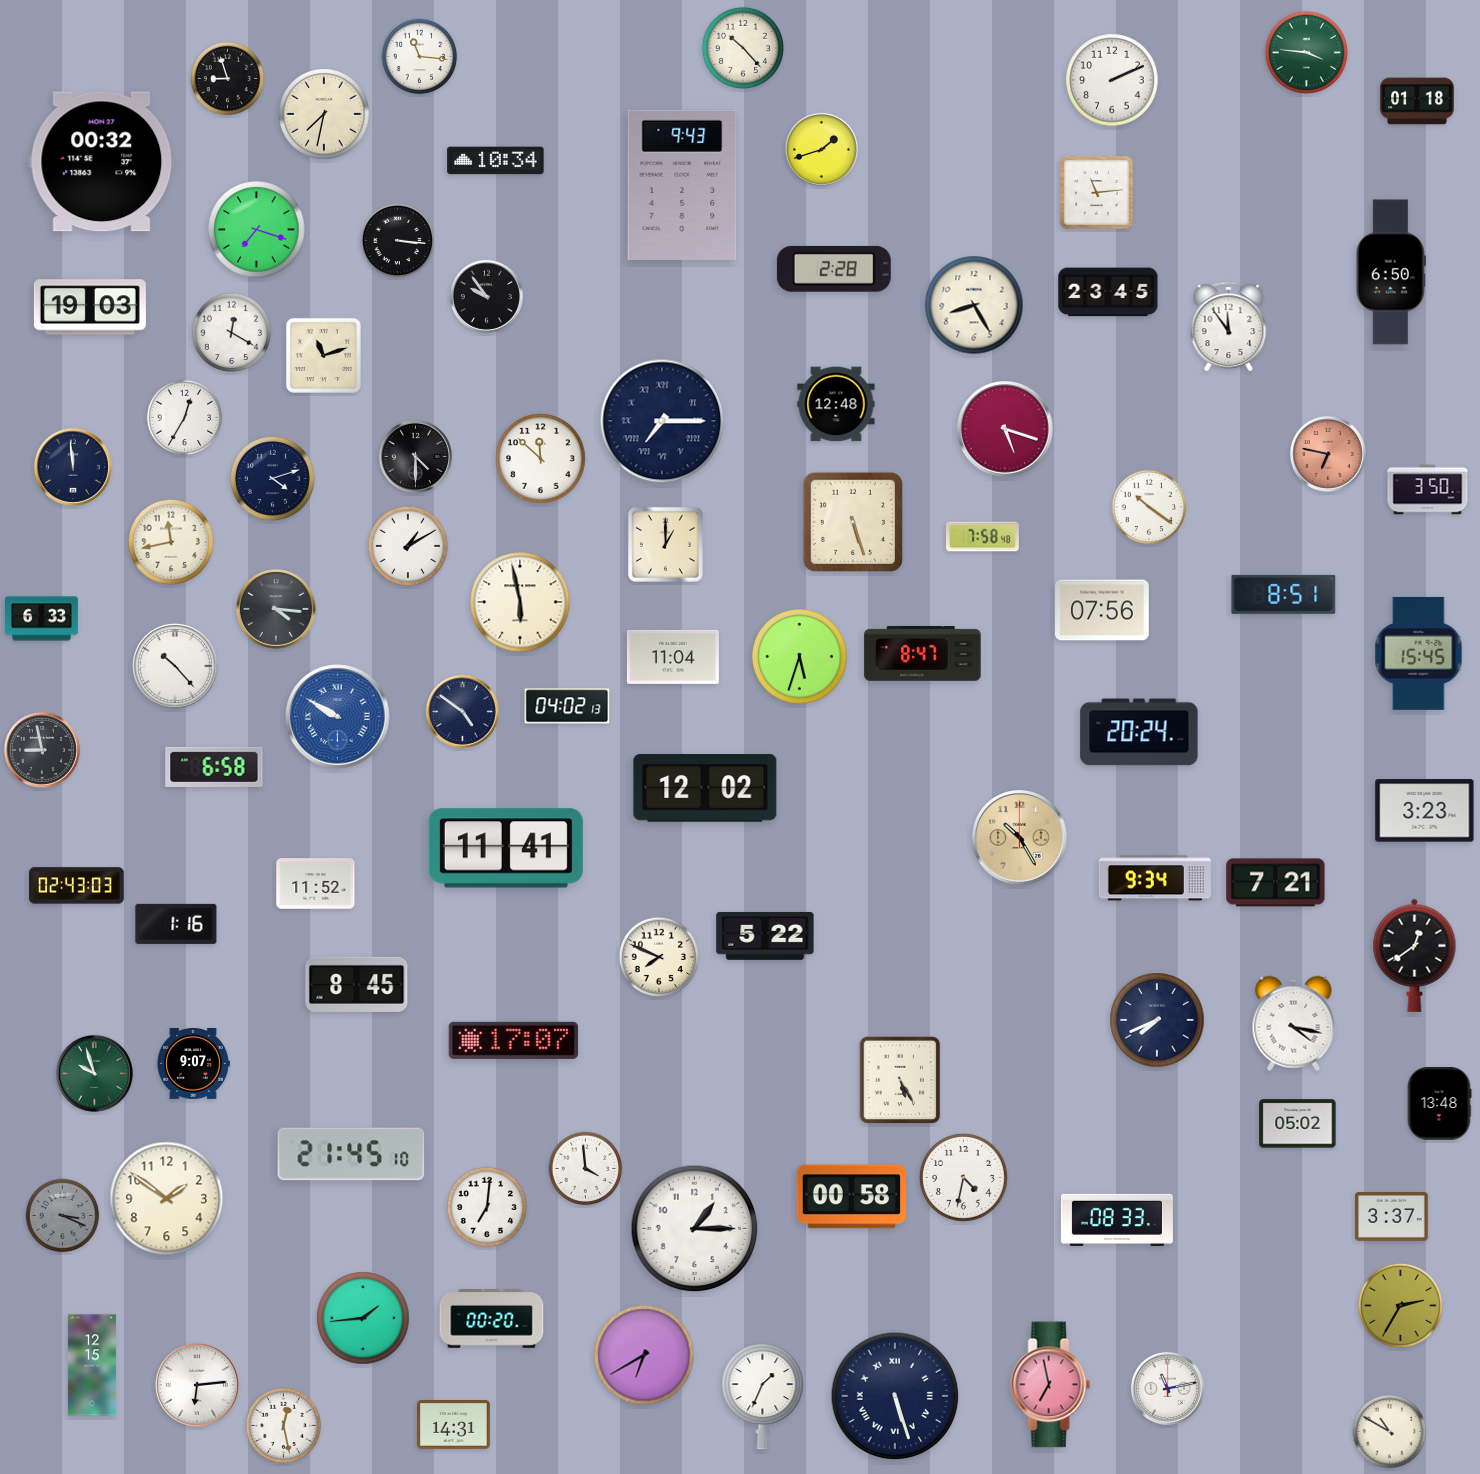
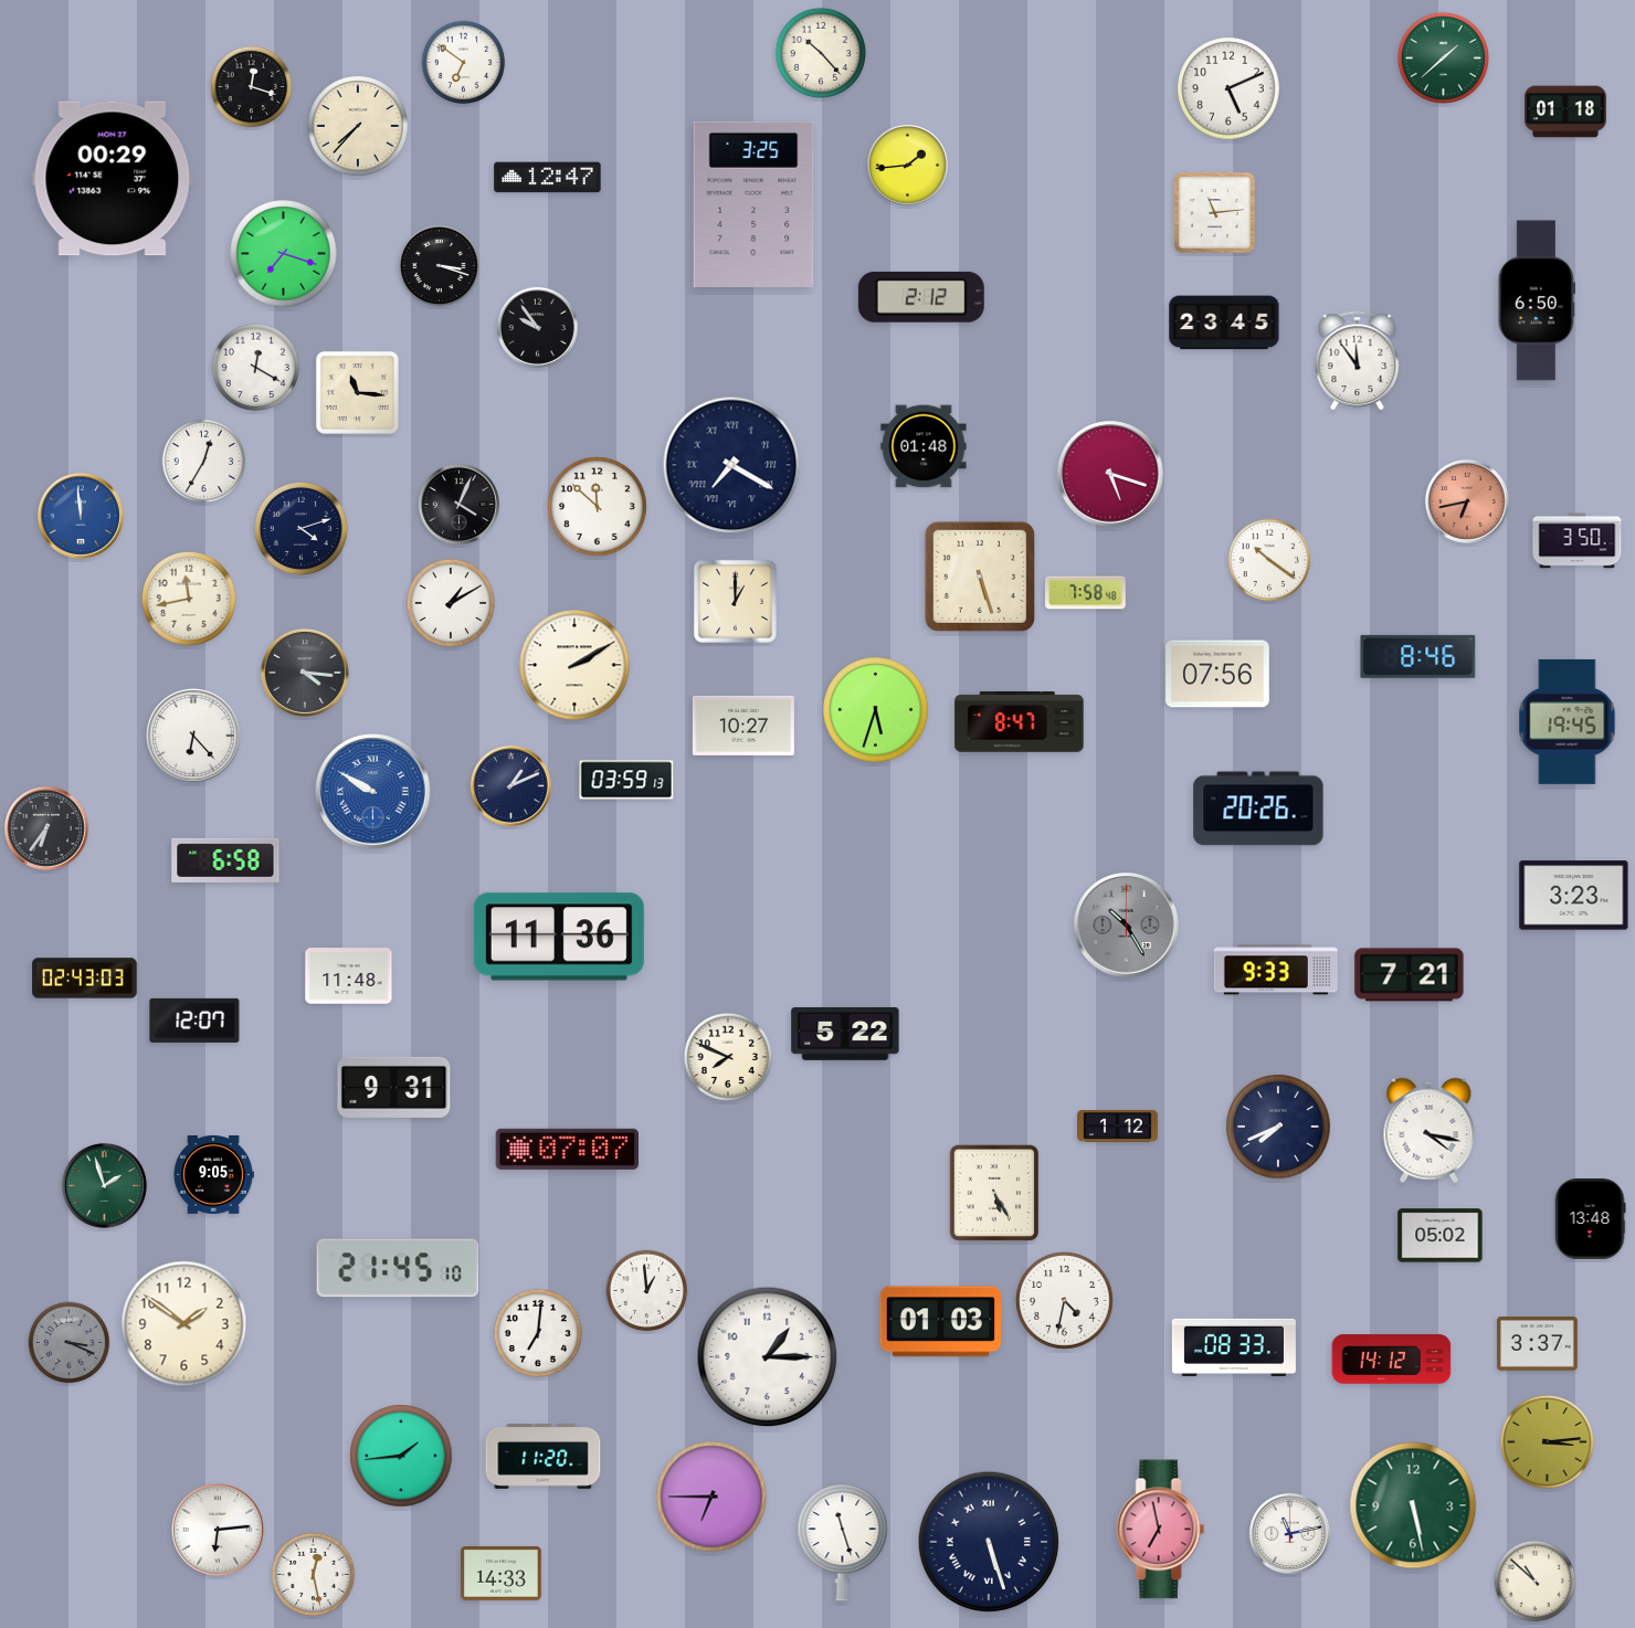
clock at (1306, 52): 3:46 -> 1:38
clock at (420, 57): 11:16 -> 6:51
clock at (228, 79): 8:57 -> 12:18
clock at (1112, 80): 2:11 -> 5:11
clock at (324, 114): 7:32 -> 7:37
clock at (821, 149): 1:42 -> 1:44
clock at (496, 161): 10:34 -> 12:47
clock at (102, 162): 00:32 -> 00:29
clock at (682, 185): 9:43 -> 3:25
clock at (1097, 193) position: (1097, 193) -> (1215, 213)
clock at (398, 241): 3:16 -> 3:18
clock at (834, 269): 2:28 -> 2:12
clock at (974, 305): 8:25 -> none
clock at (90, 307): 19:03 -> none
clock at (323, 355): 11:12 -> 11:16
clock at (836, 404): 12:48 -> 01:48
clock at (662, 421): 7:15 -> 7:20
clock at (1328, 454): 6:47 -> 6:43
clock at (415, 456): 4:30 -> 4:04
clock at (73, 467) dial: navy -> blue
clock at (853, 522) position: (853, 522) -> (980, 577)
clock at (1284, 594): 8:51 -> 8:46
clock at (520, 602): 5:58 -> 2:10
clock at (42, 619): 6:33 -> none
clock at (1419, 653): 15:45 -> 19:45
clock at (673, 657): 11:04 -> 10:27
clock at (800, 657) position: (800, 657) -> (876, 710)
clock at (175, 666): 10:23 -> 6:23
clock at (567, 706): 04:02 -> 03:59
clock at (462, 711): 4:51 -> 1:11
clock at (1139, 732): 20:24 -> 20:26
clock at (42, 750): 8:58 -> 6:36
clock at (214, 767) position: (214, 767) -> (225, 860)
clock at (705, 788): 12:02 -> none
clock at (1020, 838) dial: champagne -> grey
clock at (506, 848): 11:41 -> 11:36
clock at (1155, 878): 9:34 -> 9:33
clock at (316, 884): 11:52 -> 11:48
clock at (176, 924): 1:16 -> 12:07
clock at (1415, 955): 12:39 -> none
clock at (357, 984): 8:45 -> 9:31
clock at (1118, 1127): none -> 1:12
clock at (513, 1040): 17:07 -> 07:07
clock at (193, 1063): 9:07 -> 9:05
clock at (94, 1073): 9:57 -> 1:57
clock at (1298, 1124) position: (1298, 1124) -> (1441, 1236)
clock at (351, 1154) position: (351, 1154) -> (398, 1268)
clock at (586, 1169): 3:59 -> 12:59
clock at (851, 1197): 00:58 -> 01:03
clock at (1392, 1360): none -> 14:12
clock at (1400, 1305): 2:35 -> 3:14
clock at (492, 1319): 00:20 -> 11:20
clock at (644, 1355): 6:40 -> 6:45
clock at (1413, 1505): none -> 5:28
clock at (92, 1365): 12:15 -> none
clock at (763, 1397): 1:34 -> 11:27
clock at (454, 1425): 14:31 -> 14:33
clock at (1390, 1432): 10:50 -> 10:52
